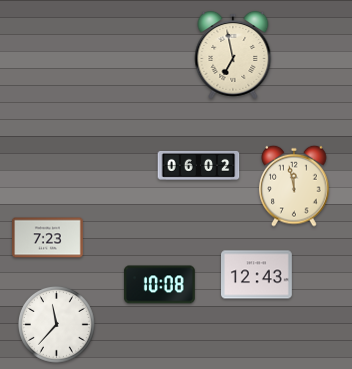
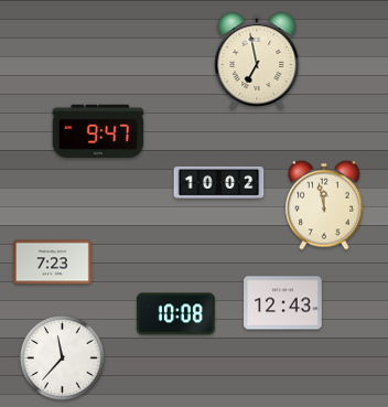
clock at (98, 130): none -> 9:47
clock at (199, 166): 06:02 -> 10:02
